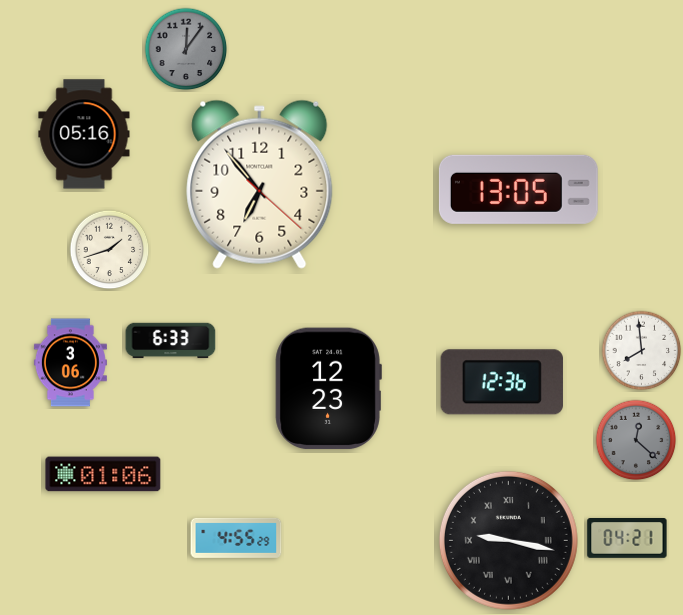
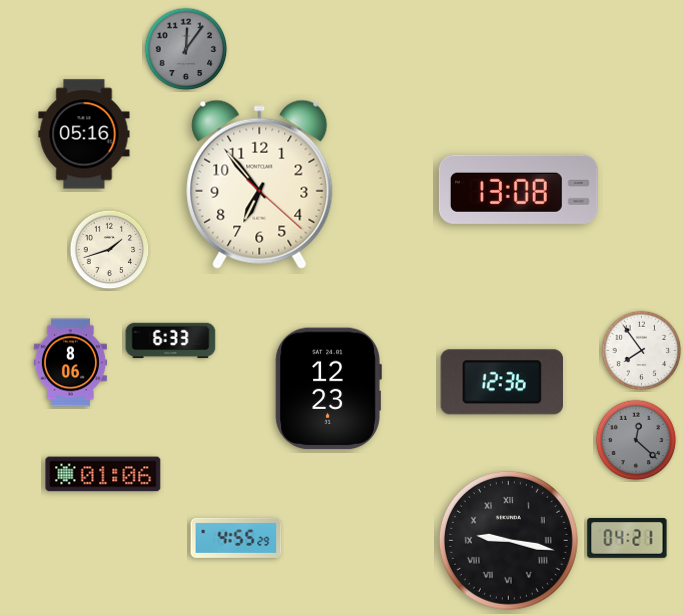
clock at (518, 189): 13:05 -> 13:08
clock at (642, 351): 7:59 -> 7:54
clock at (70, 363): 3:06 -> 8:06
